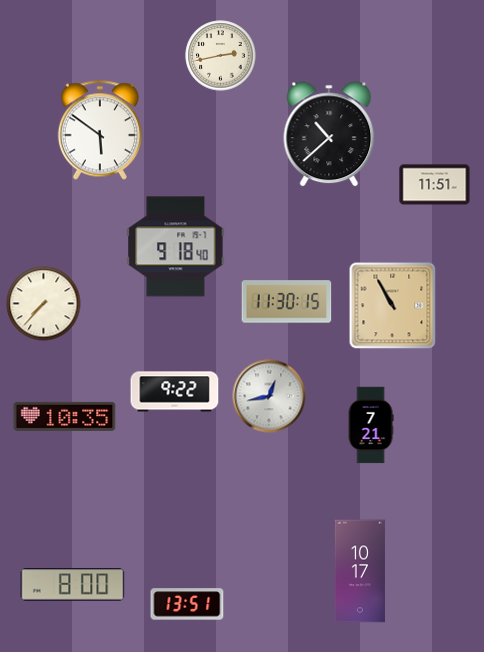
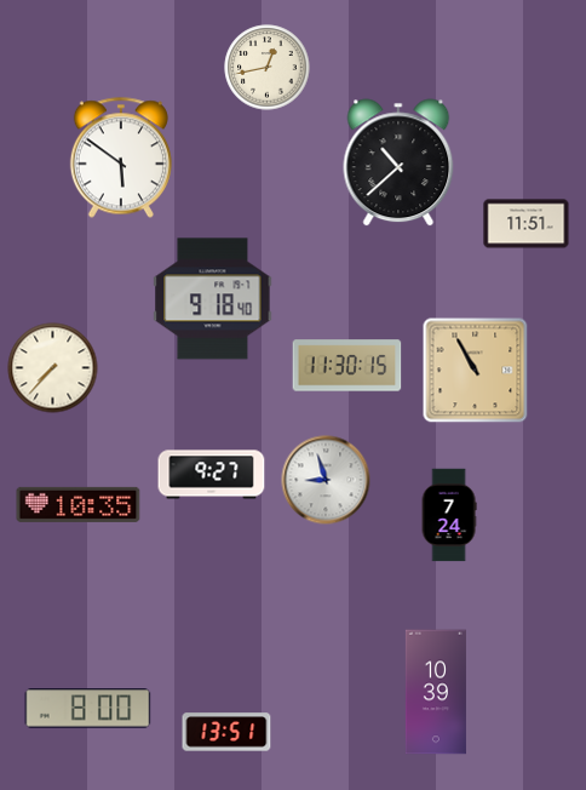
clock at (221, 56): 2:43 -> 12:43
clock at (175, 392): 9:22 -> 9:27
clock at (269, 396): 12:43 -> 8:57
clock at (371, 425): 7:21 -> 7:24
clock at (360, 571): 10:17 -> 10:39
